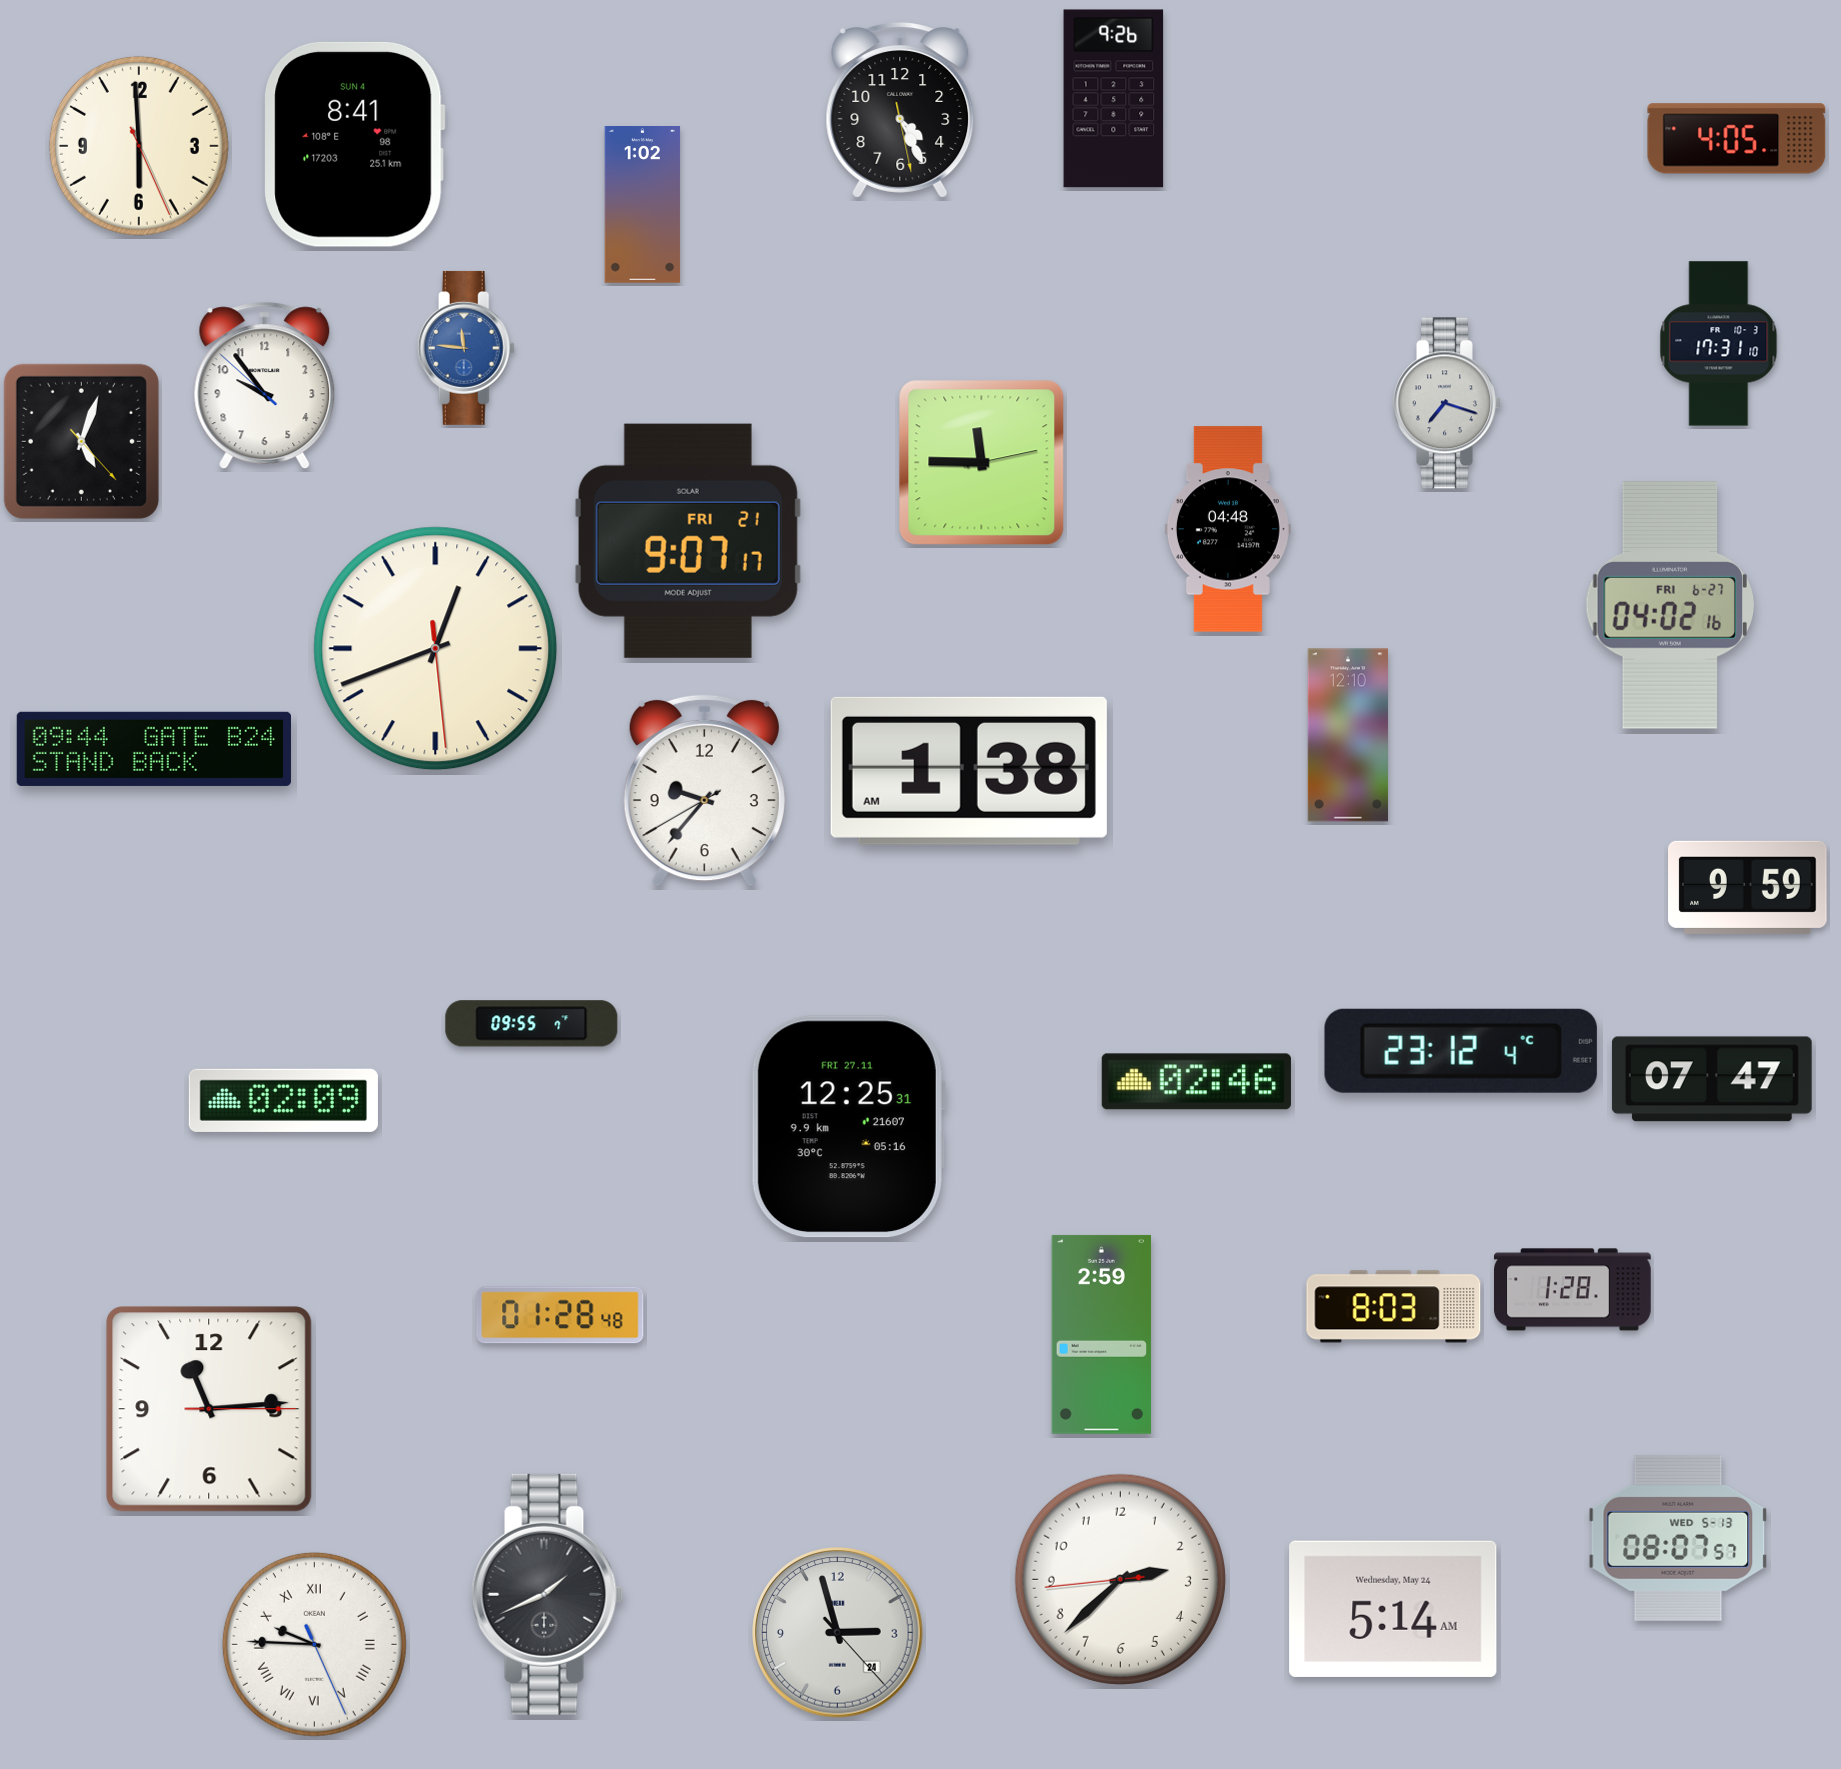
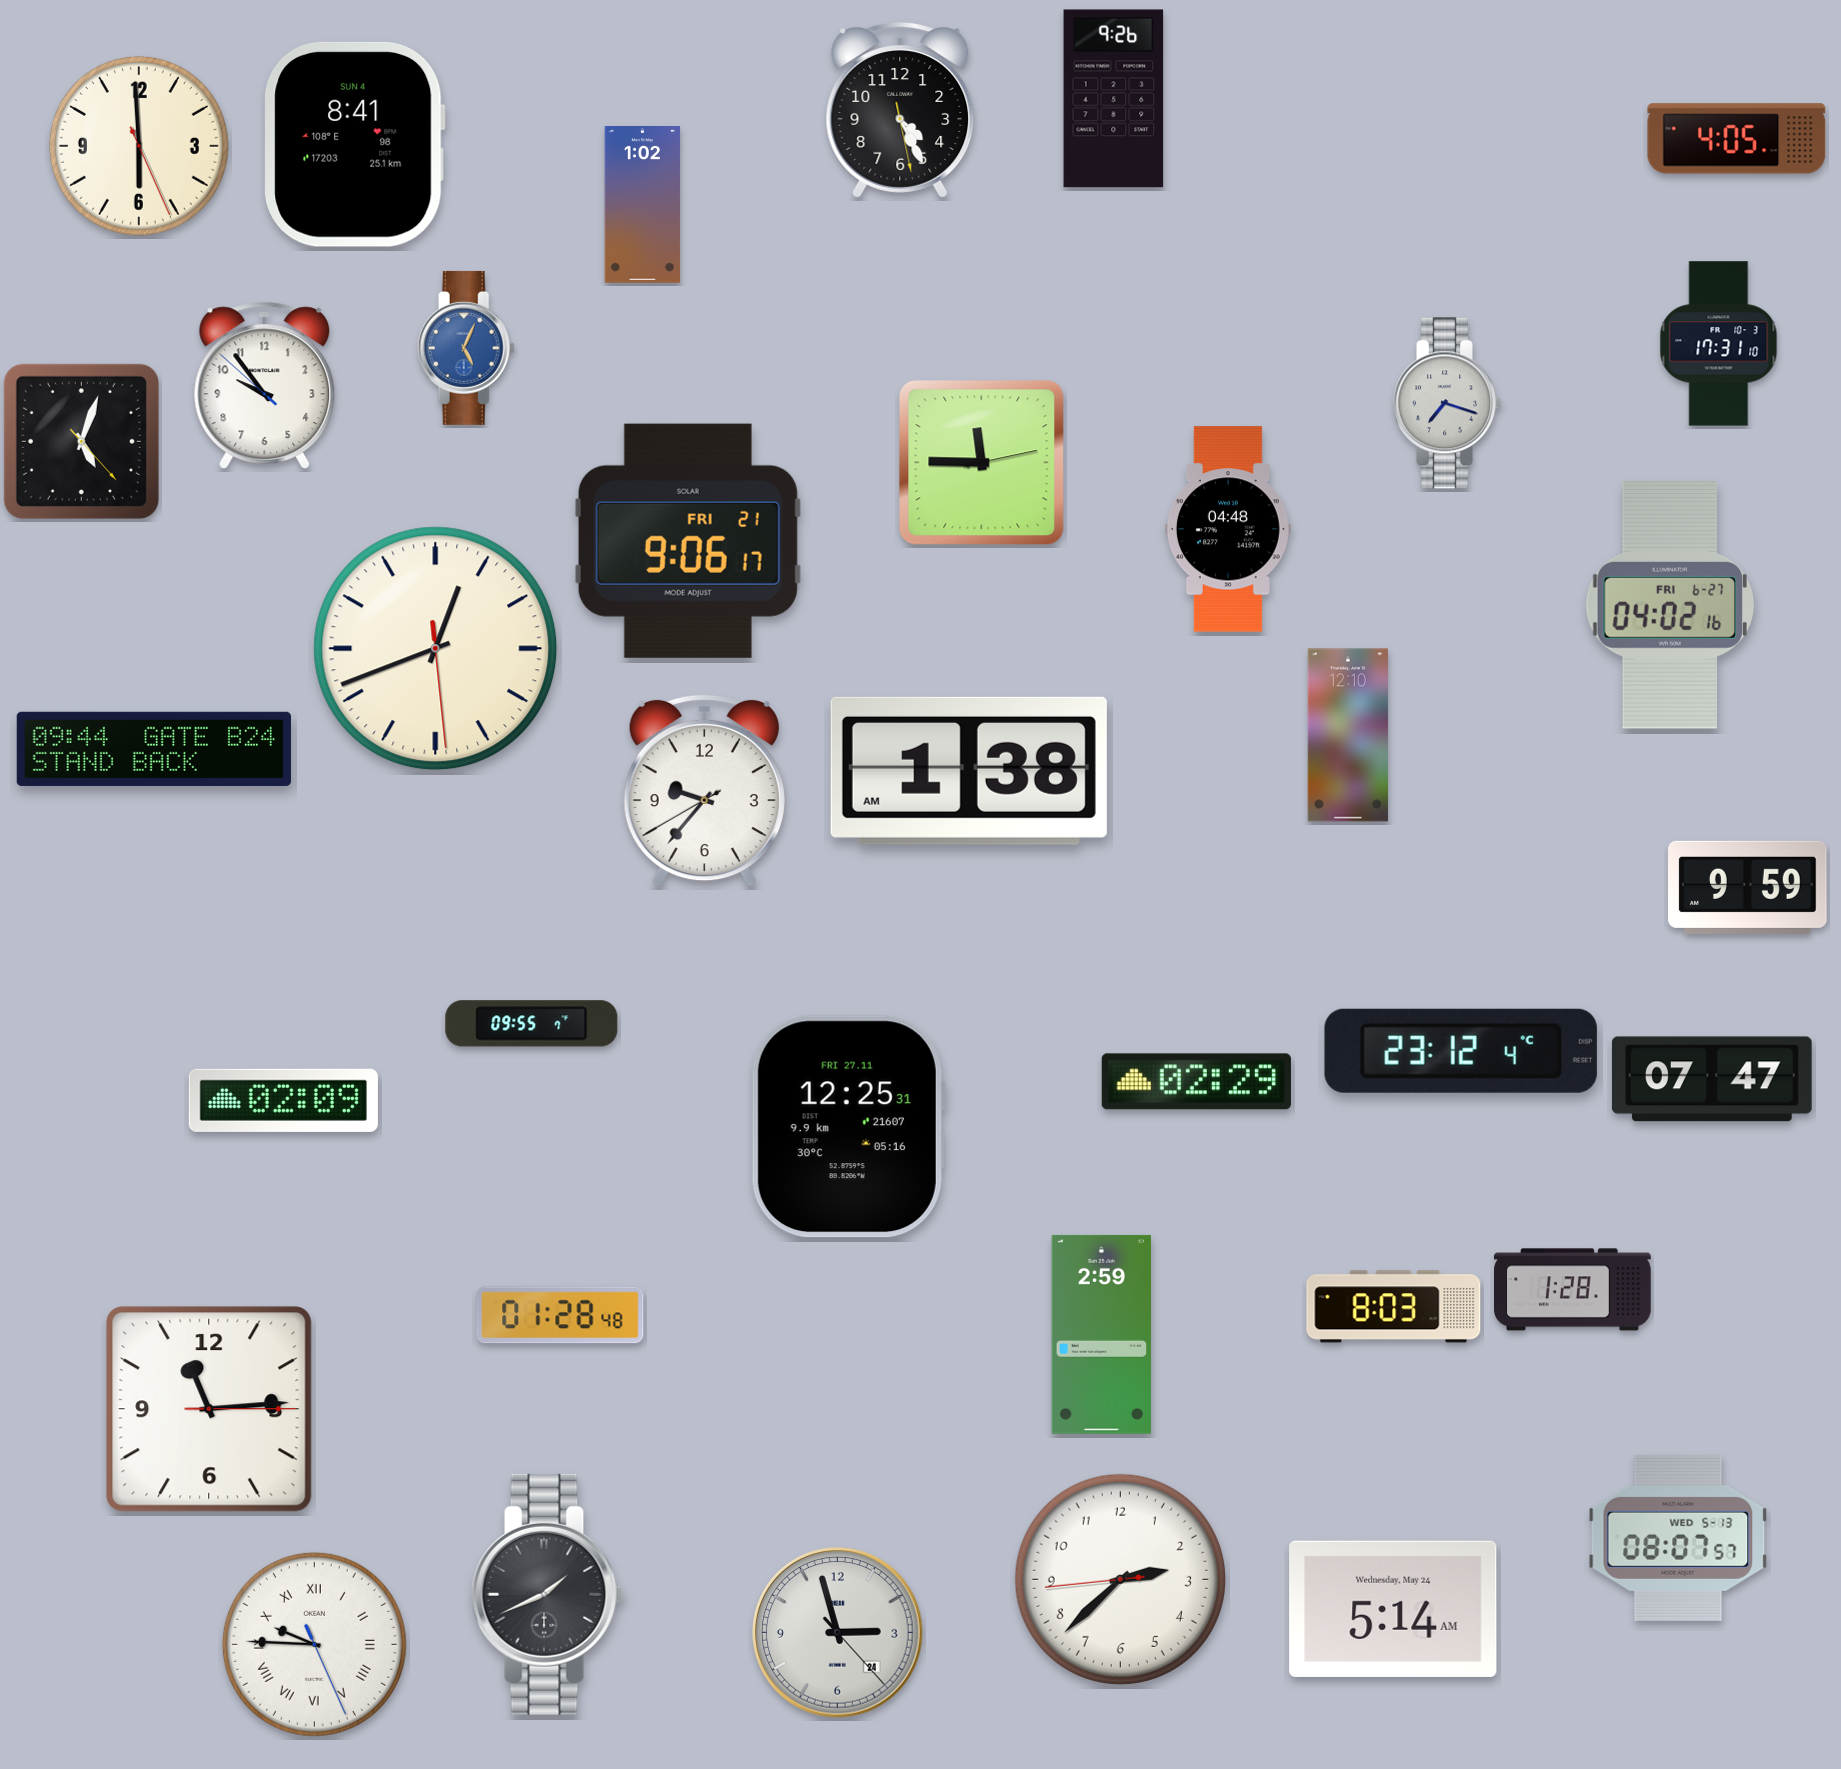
clock at (466, 348): 11:46 -> 5:04
clock at (688, 541): 9:07 -> 9:06
clock at (1196, 1082): 02:46 -> 02:29
